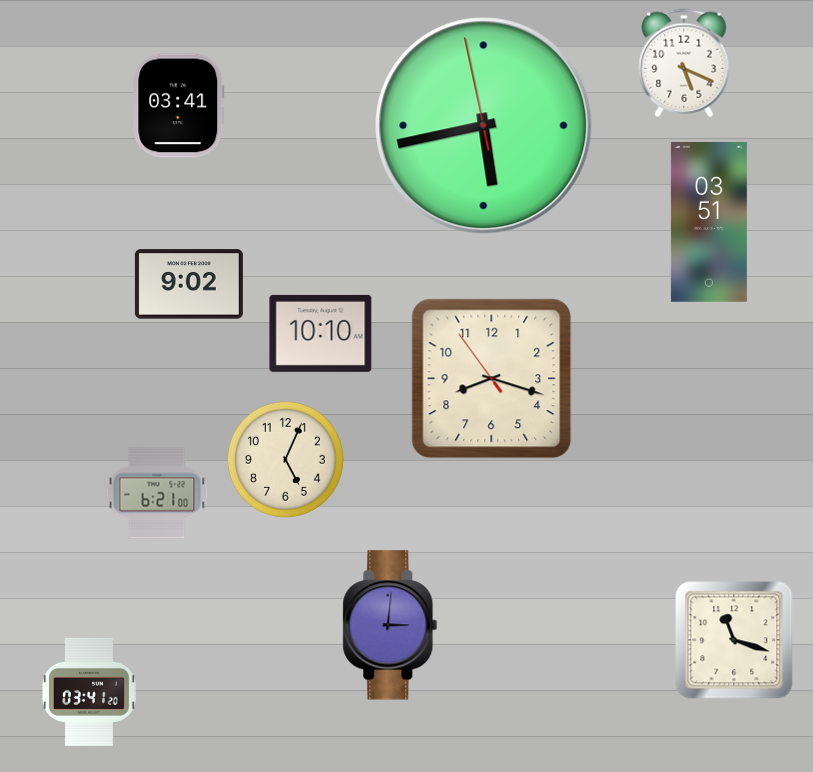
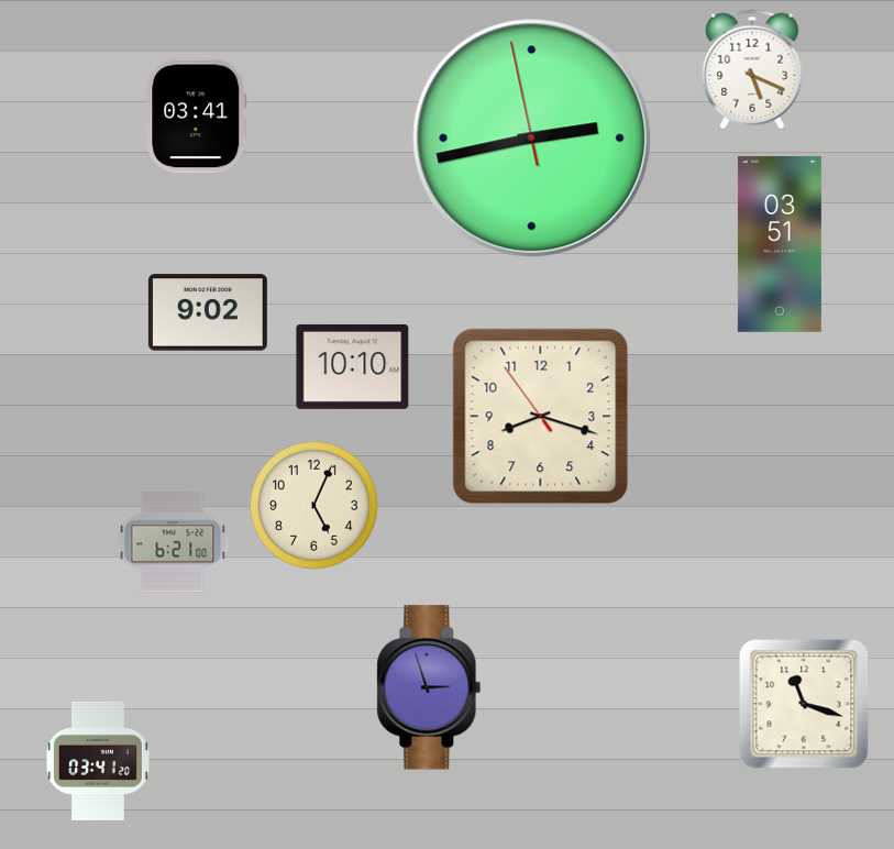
clock at (484, 126): 5:42 -> 2:42
clock at (390, 625): 3:01 -> 2:57
clock at (734, 640) position: (734, 640) -> (804, 704)
